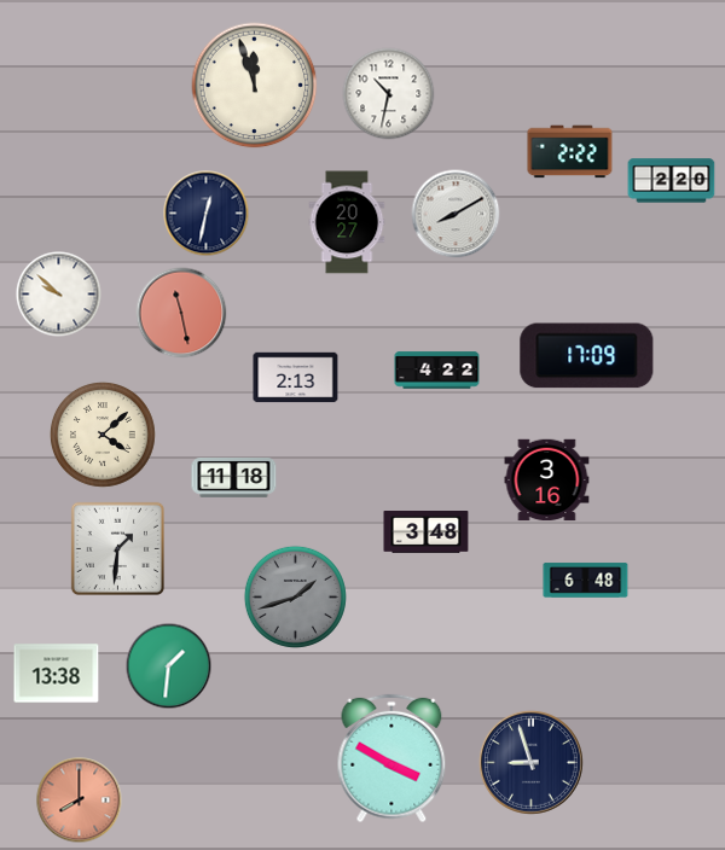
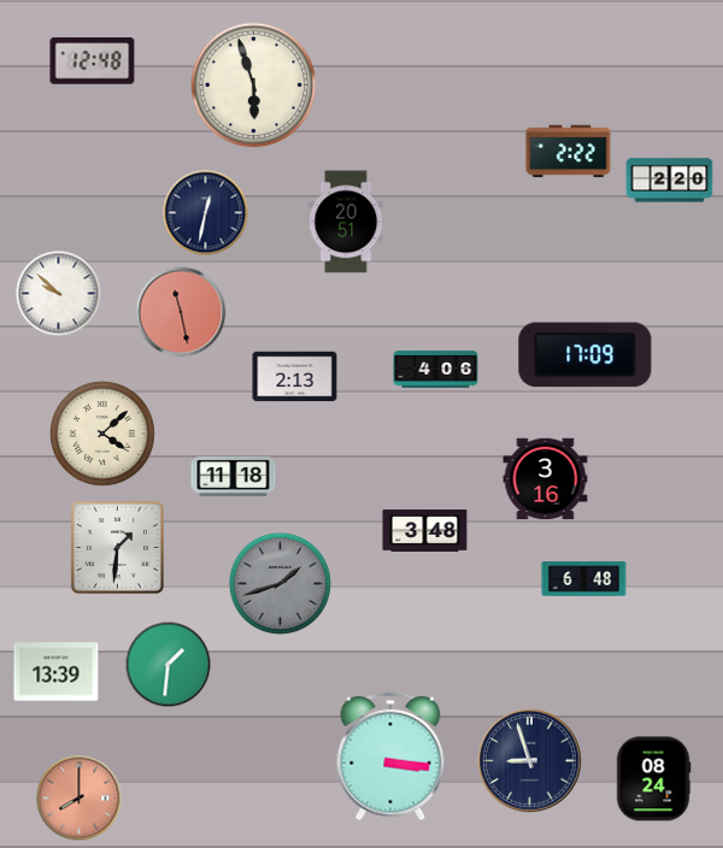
clock at (93, 61): none -> 12:48
clock at (255, 86): 11:57 -> 5:57
clock at (389, 94): 10:32 -> none
clock at (456, 214): 8:10 -> none
clock at (347, 222): 20:27 -> 20:51
clock at (437, 371): 4:22 -> 4:06
clock at (295, 596) position: (295, 596) -> (280, 583)
clock at (57, 674): 13:38 -> 13:39
clock at (391, 758): 3:50 -> 3:16
clock at (653, 779): none -> 08:24
